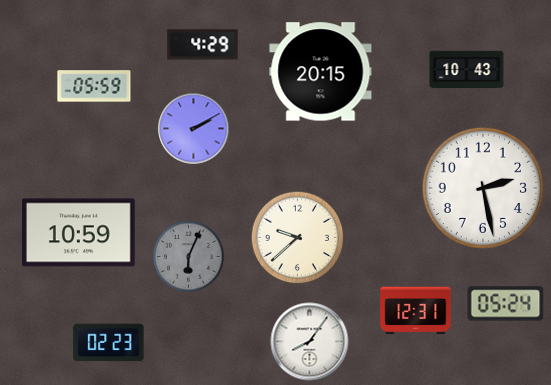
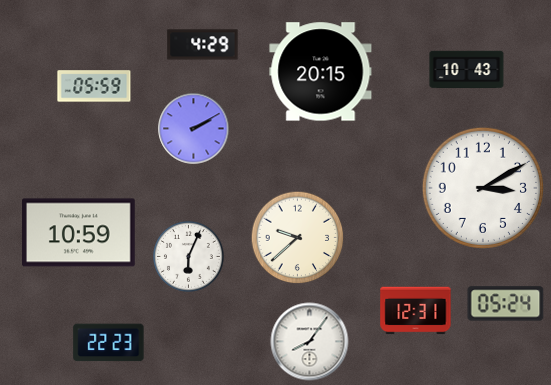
clock at (483, 188): 2:28 -> 3:10
clock at (189, 257) dial: grey -> white
clock at (109, 343): 02:23 -> 22:23
